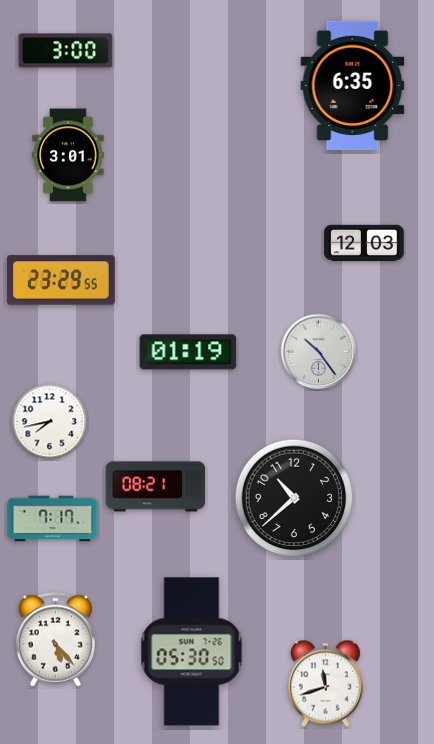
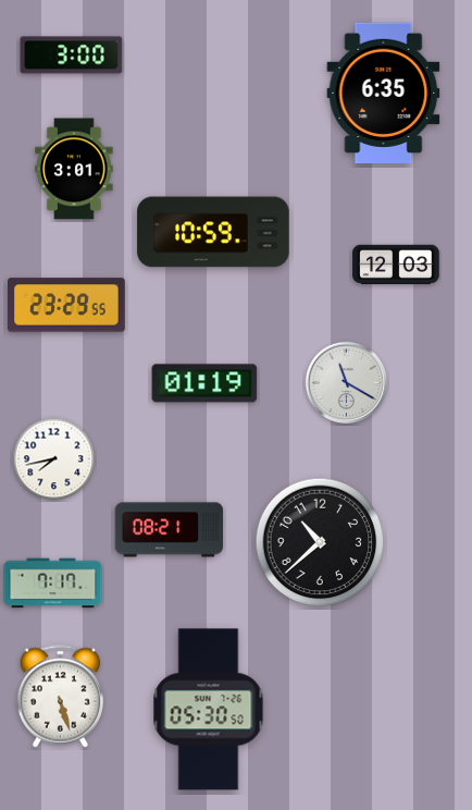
clock at (213, 232): none -> 10:59
clock at (319, 352): 10:24 -> 11:20
clock at (53, 519) position: (53, 519) -> (53, 584)
clock at (55, 640): 5:23 -> 5:27
clock at (325, 684): 11:42 -> none
